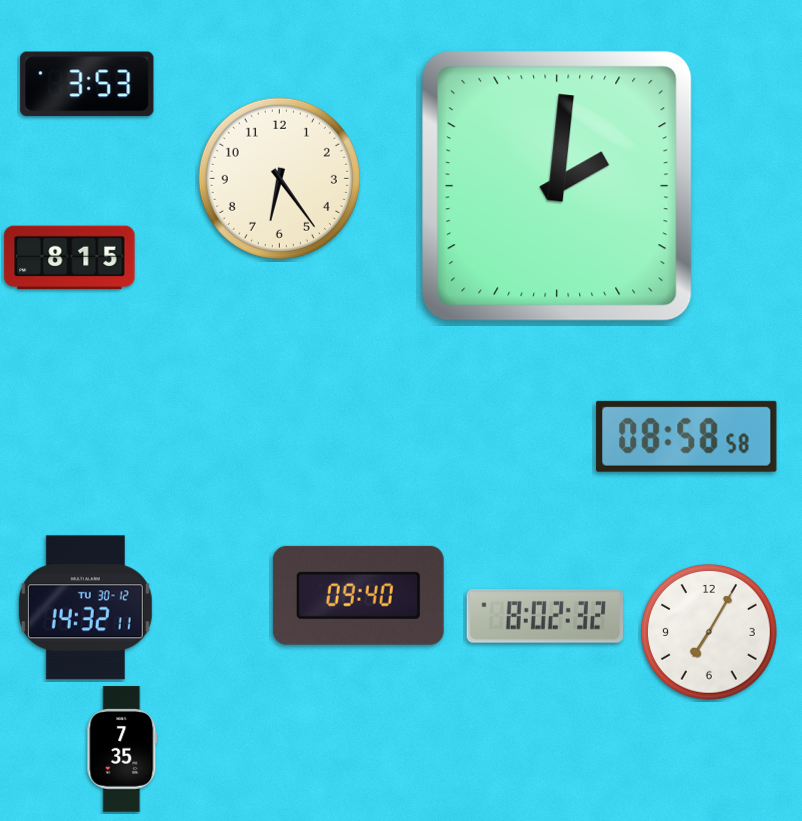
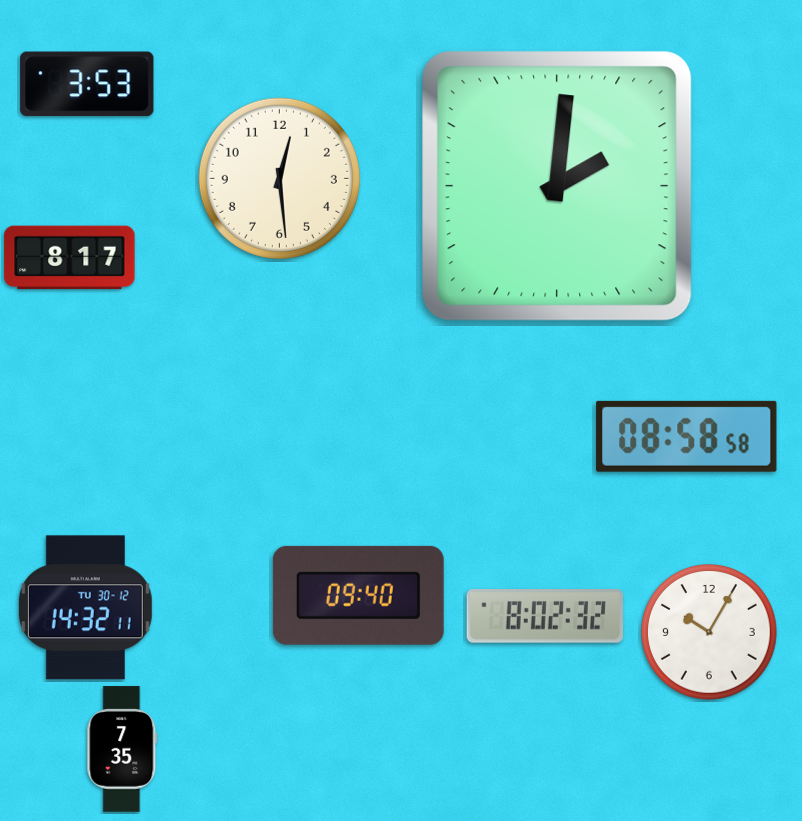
clock at (279, 178): 6:24 -> 12:29
clock at (70, 258): 8:15 -> 8:17
clock at (709, 632): 7:05 -> 10:05
